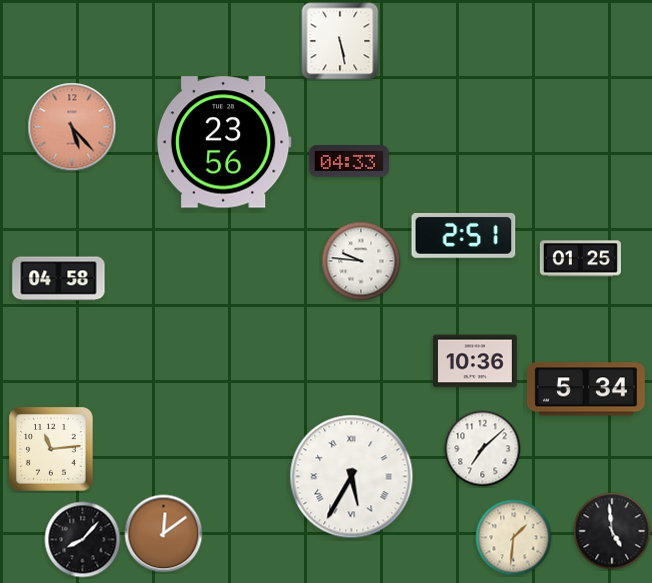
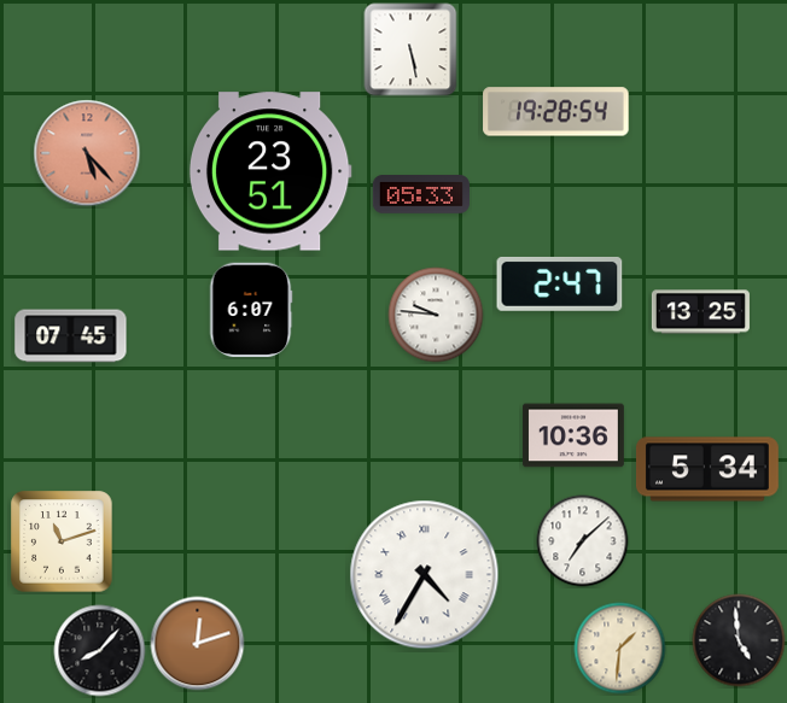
clock at (556, 112): none -> 19:28
clock at (224, 142): 23:56 -> 23:51
clock at (349, 161): 04:33 -> 05:33
clock at (464, 235): 2:51 -> 2:47
clock at (251, 310): none -> 6:07
clock at (580, 259): 01:25 -> 13:25
clock at (59, 279): 04:58 -> 07:45
clock at (51, 449): 11:14 -> 11:12
clock at (352, 477): 5:35 -> 4:35
clock at (164, 534): 12:09 -> 12:12
